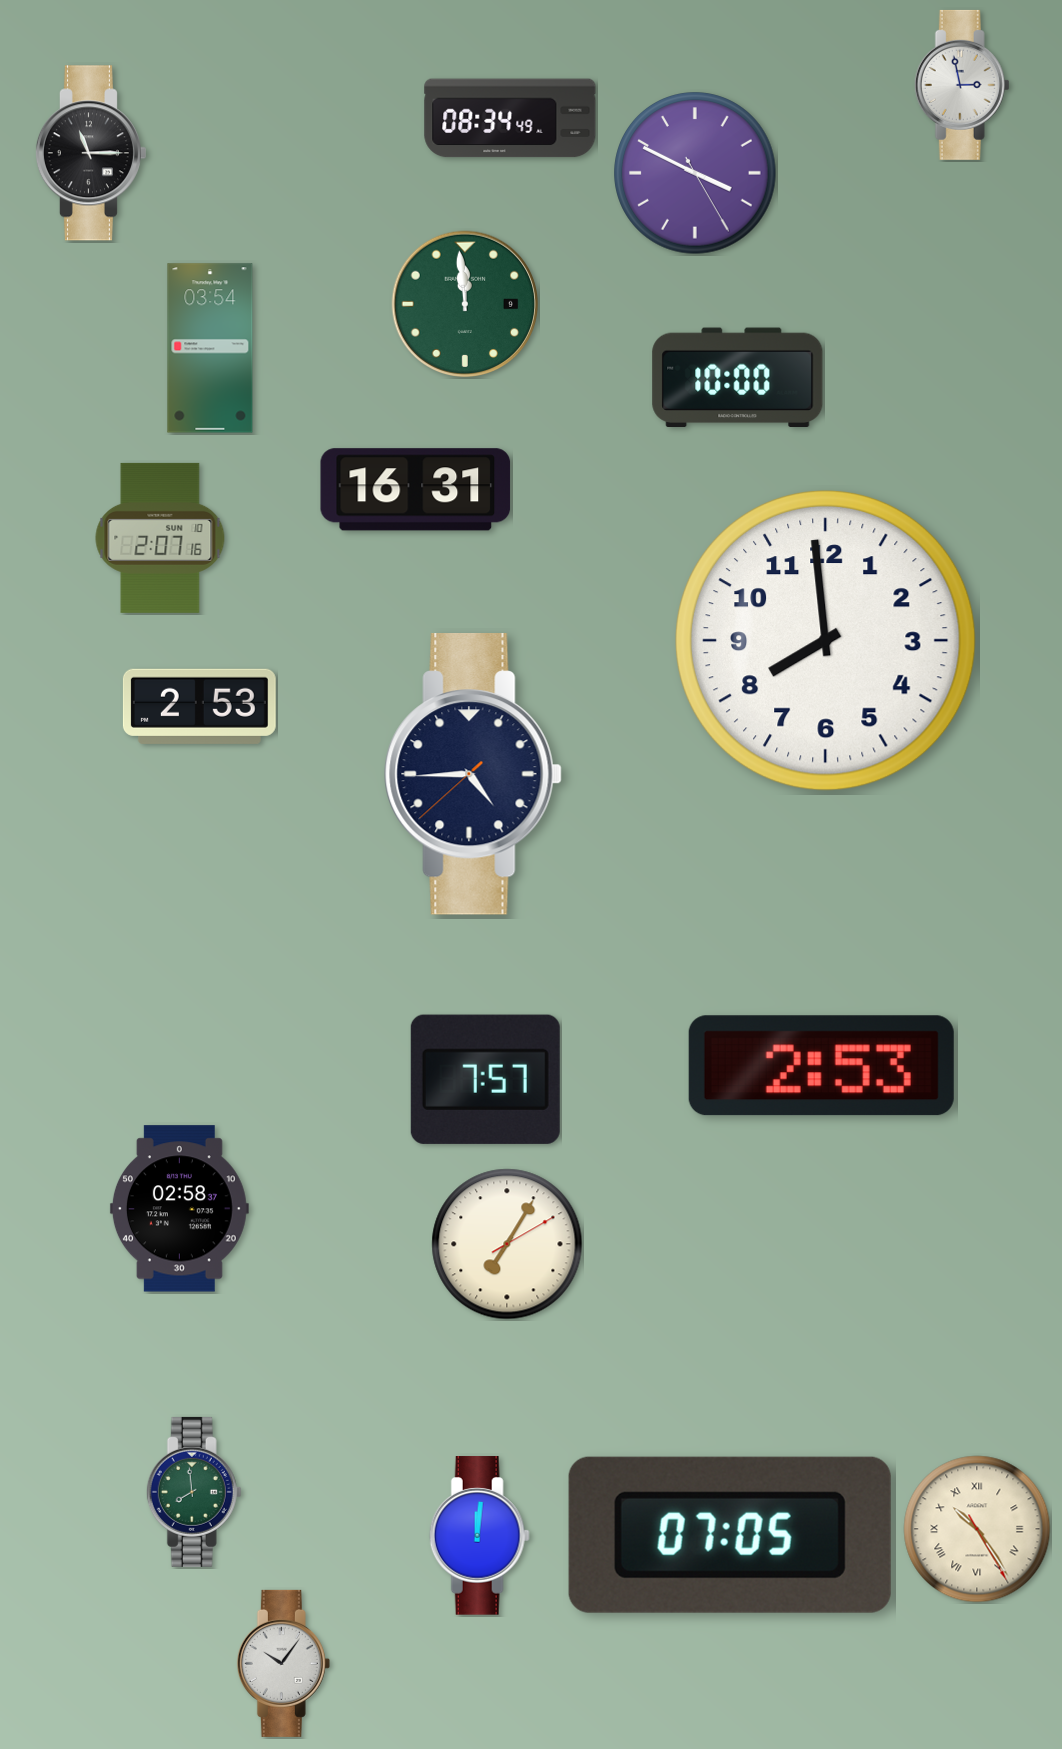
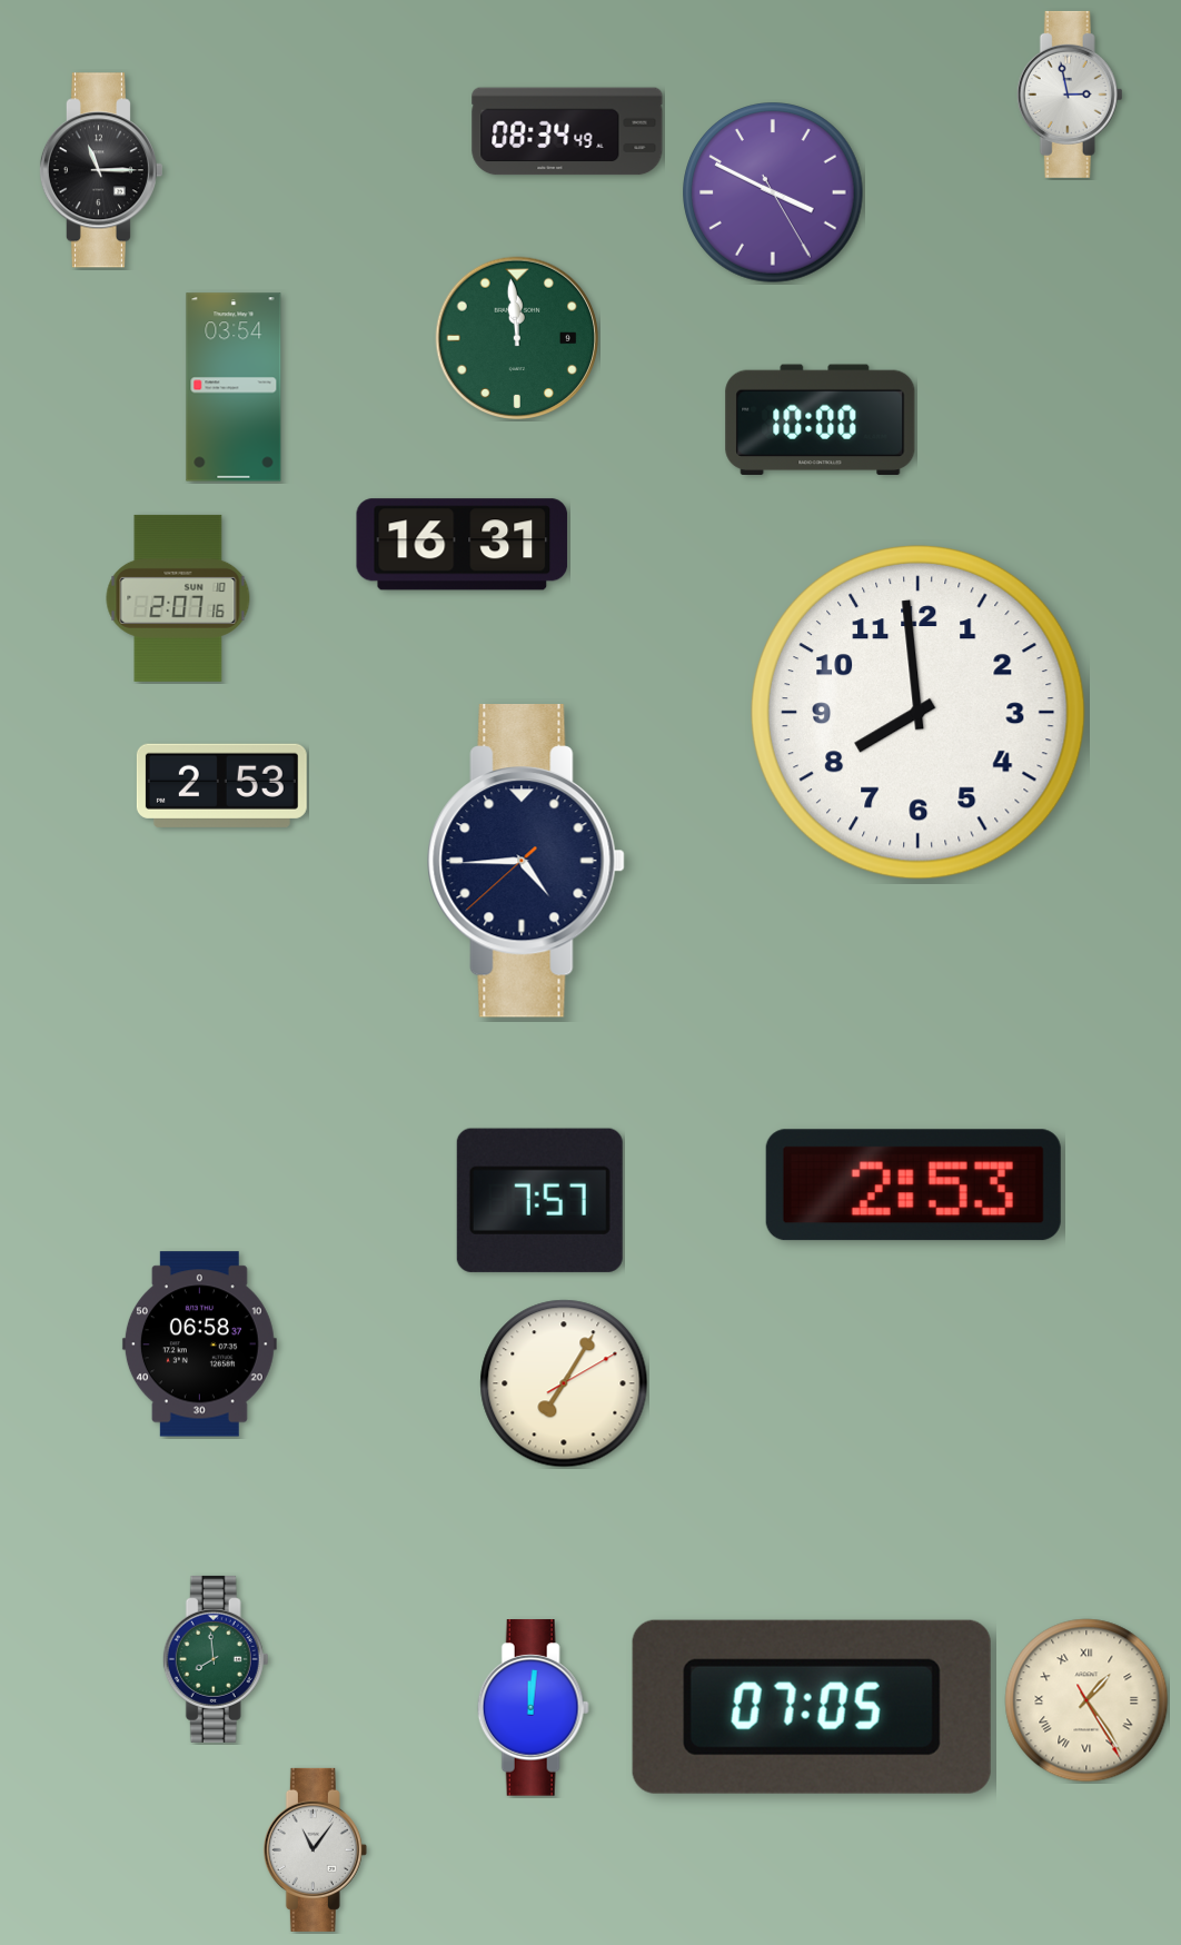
clock at (179, 1209): 02:58 -> 06:58
clock at (977, 1529): 10:24 -> 1:24
clock at (283, 1663): 10:06 -> 11:06
